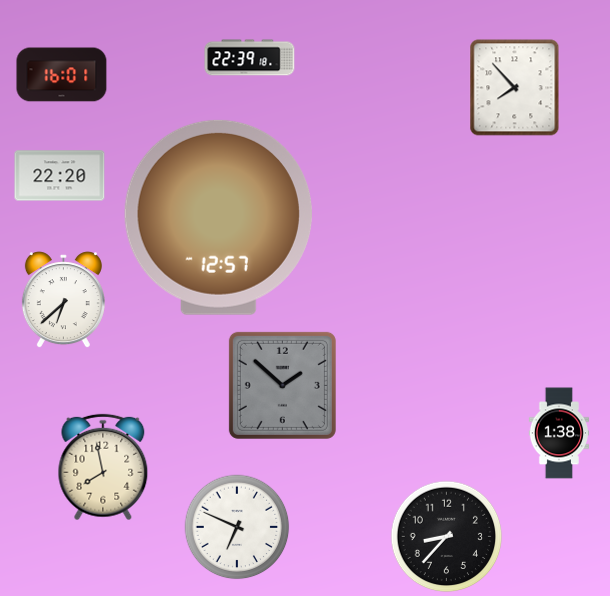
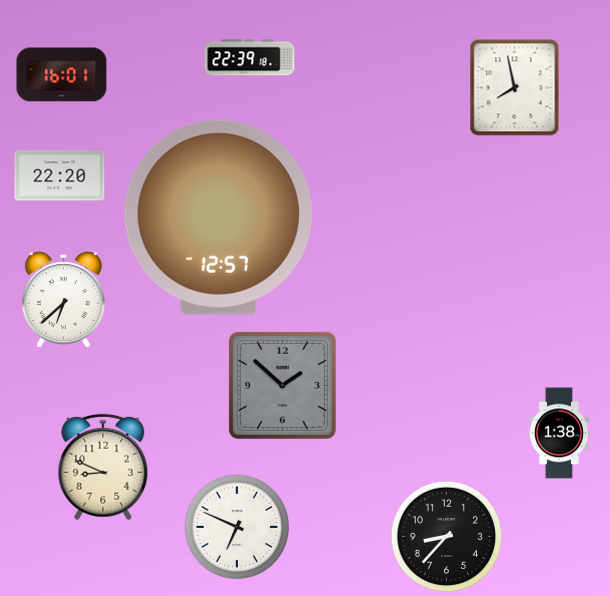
clock at (515, 88): 7:53 -> 7:58
clock at (103, 467): 7:58 -> 8:49
